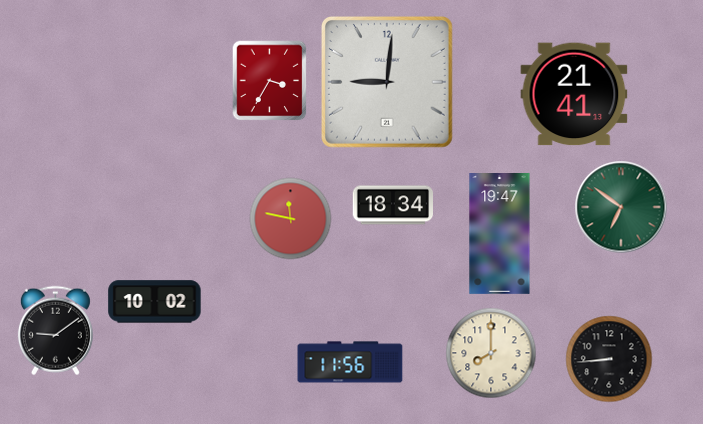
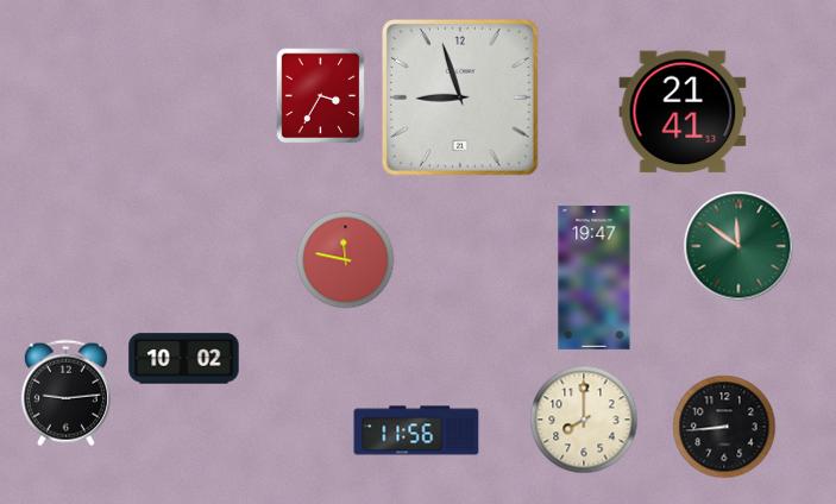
clock at (387, 82): 9:01 -> 8:57
clock at (393, 205): 18:34 -> none
clock at (621, 207): 6:51 -> 11:51
clock at (55, 331): 9:09 -> 9:14
